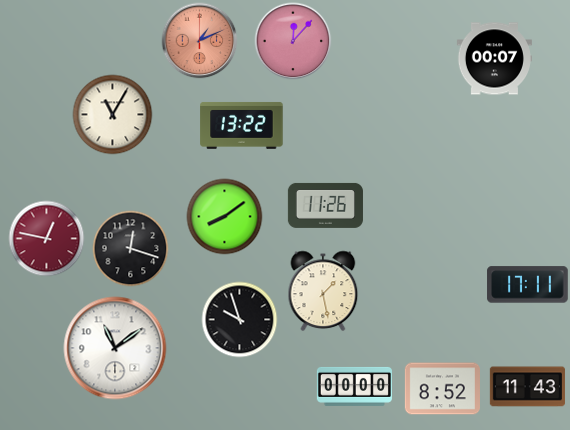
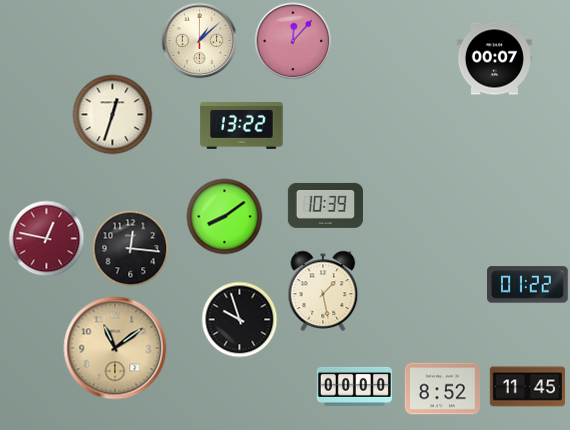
clock at (200, 41): 1:11 -> 1:08
clock at (200, 41) dial: salmon -> cream
clock at (113, 115): 11:05 -> 12:33
clock at (325, 205): 11:26 -> 10:39
clock at (131, 249): 12:18 -> 12:16
clock at (528, 285): 17:11 -> 01:22
clock at (115, 348) dial: white -> champagne
clock at (527, 387): 11:43 -> 11:45
